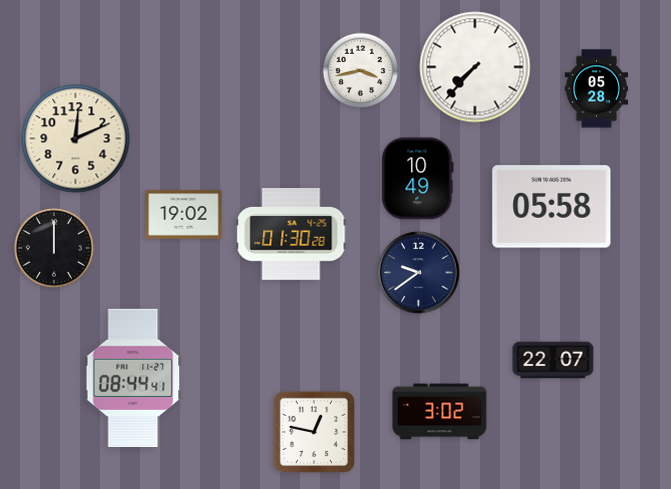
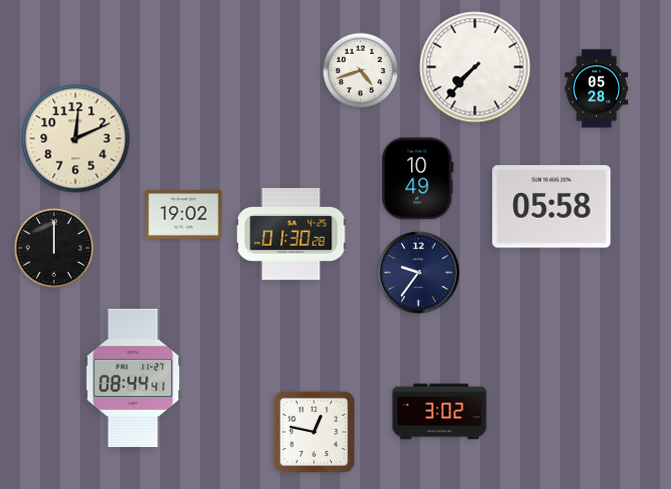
clock at (361, 71): 3:43 -> 4:42
clock at (419, 273): 9:39 -> 9:36
clock at (553, 360): 22:07 -> none
